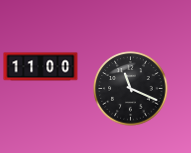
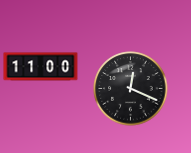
clock at (131, 89): 11:19 -> 12:19
